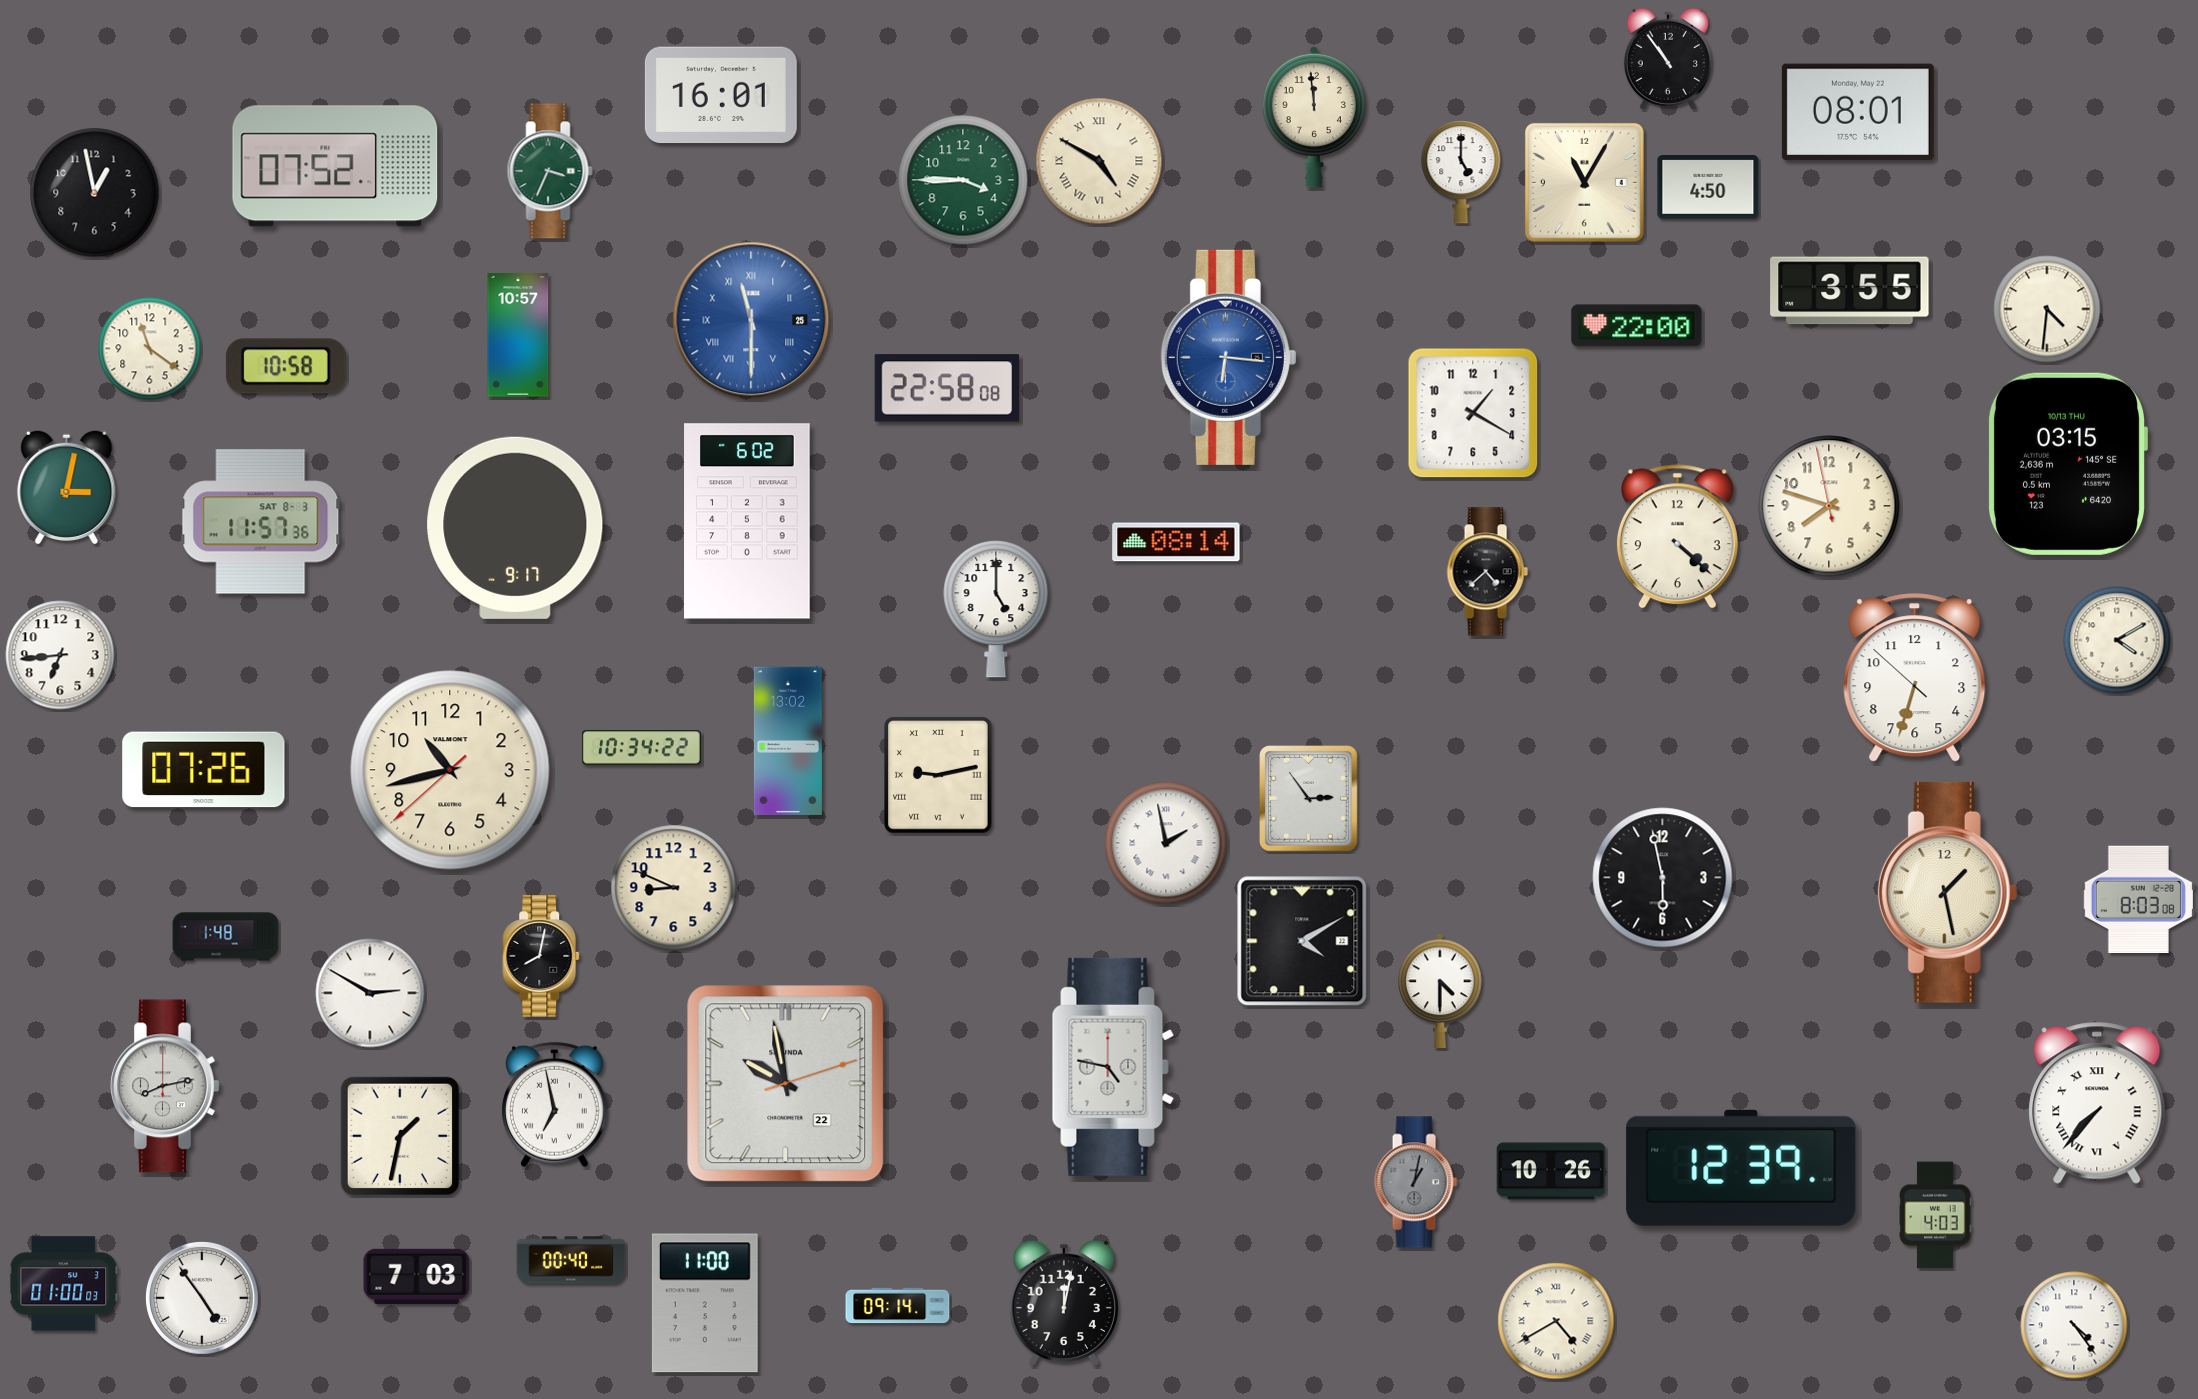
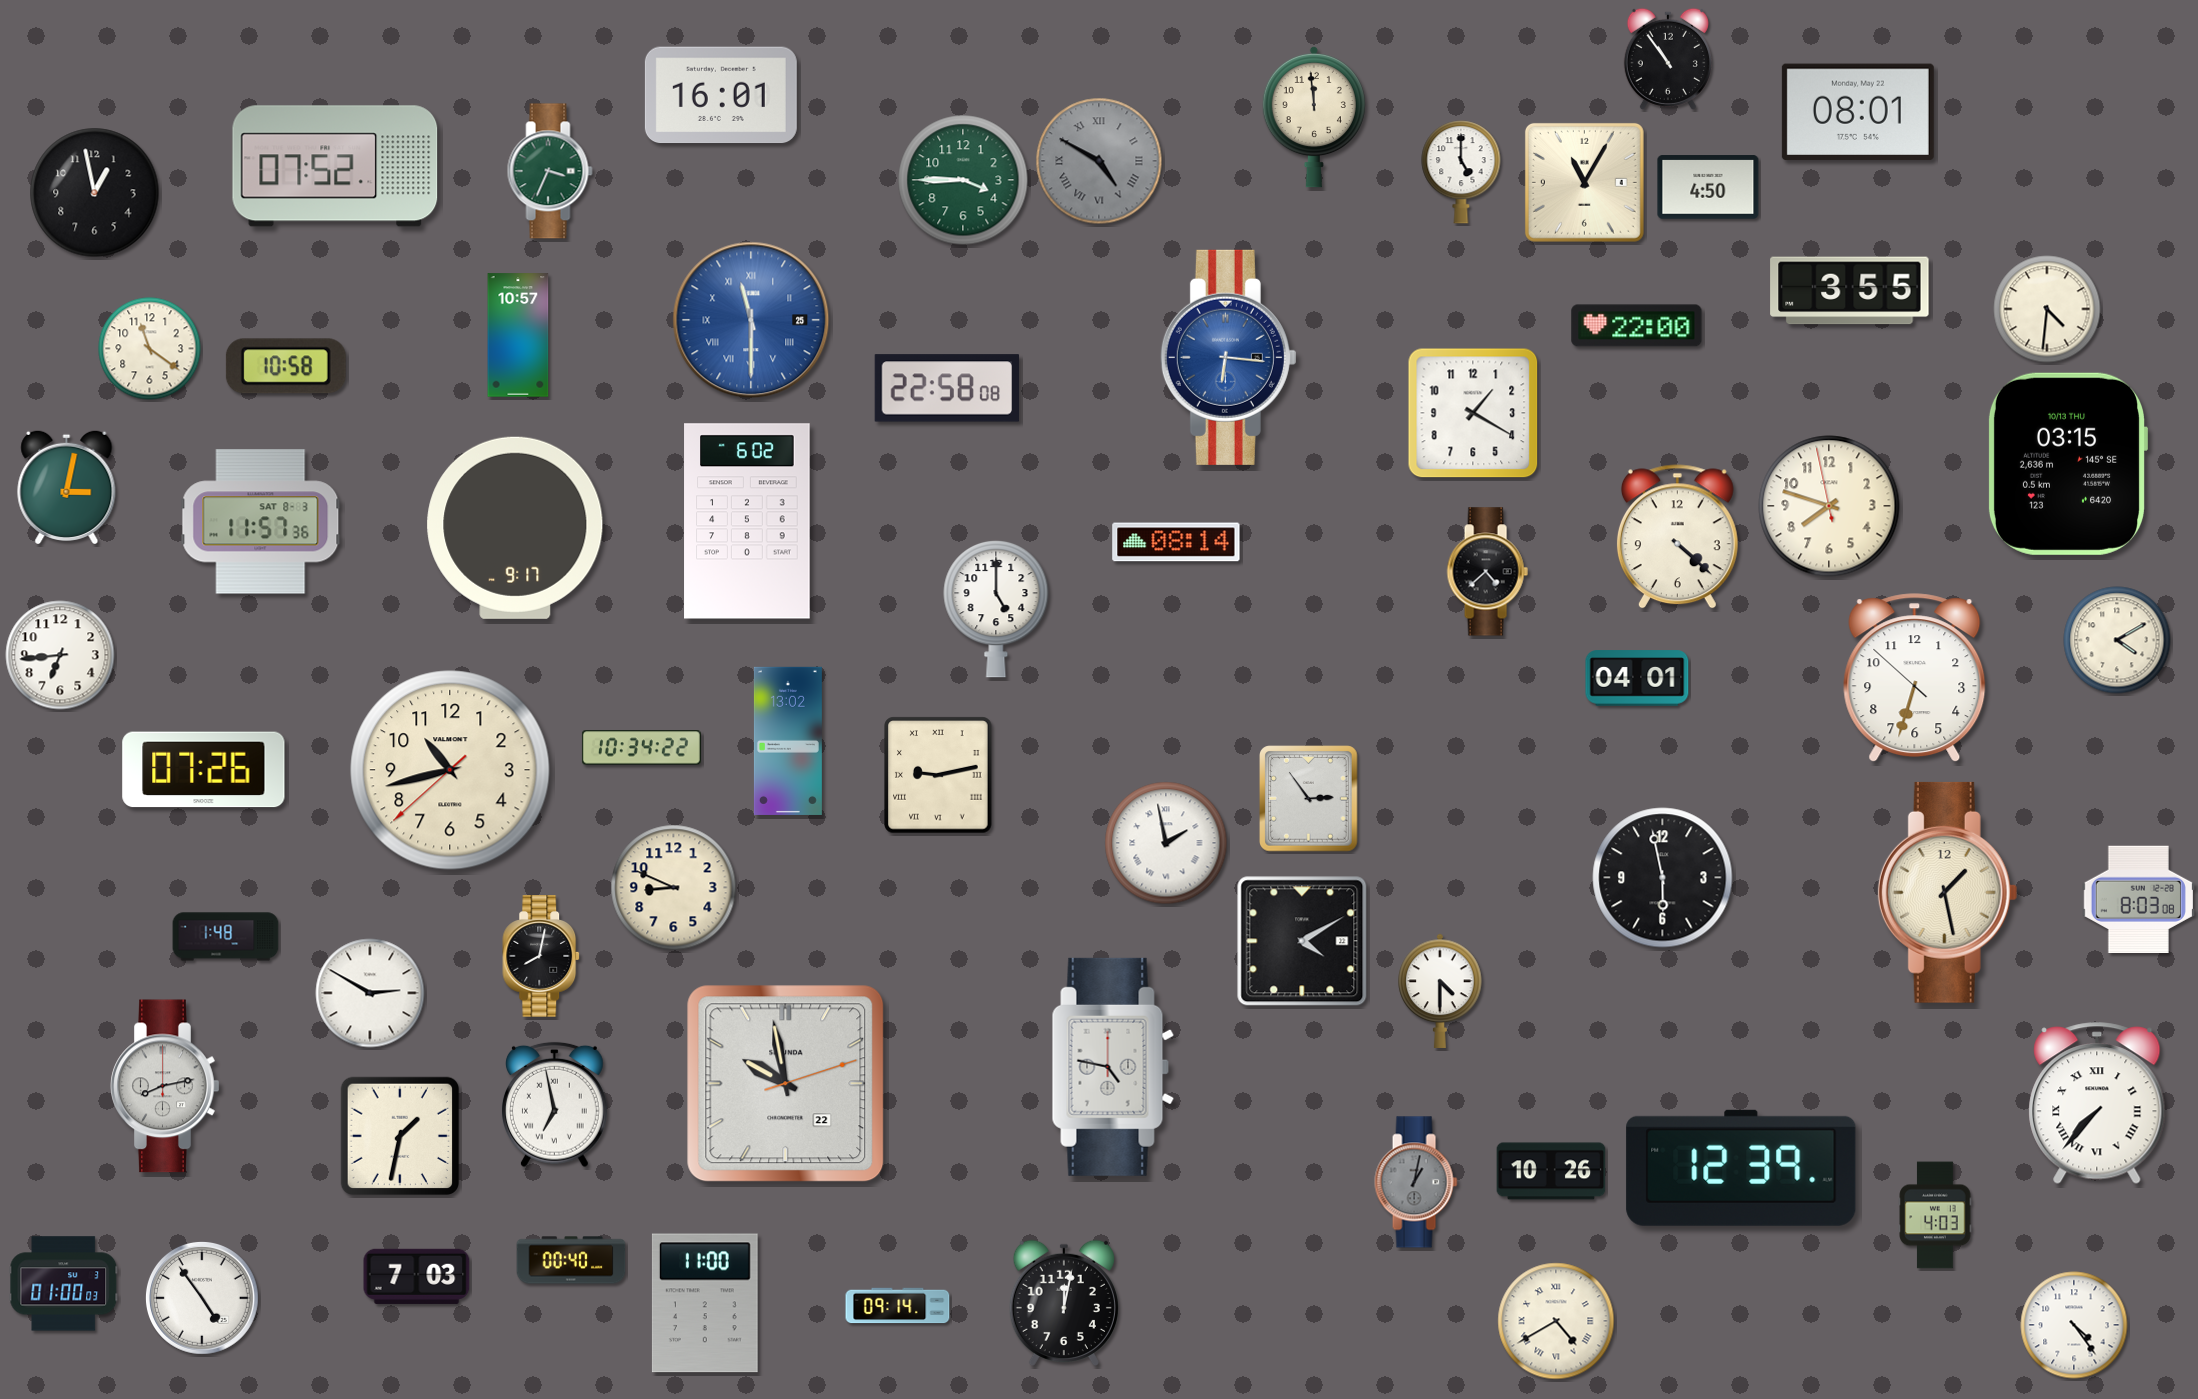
clock at (1099, 161) dial: cream -> grey
clock at (1637, 678): none -> 04:01
